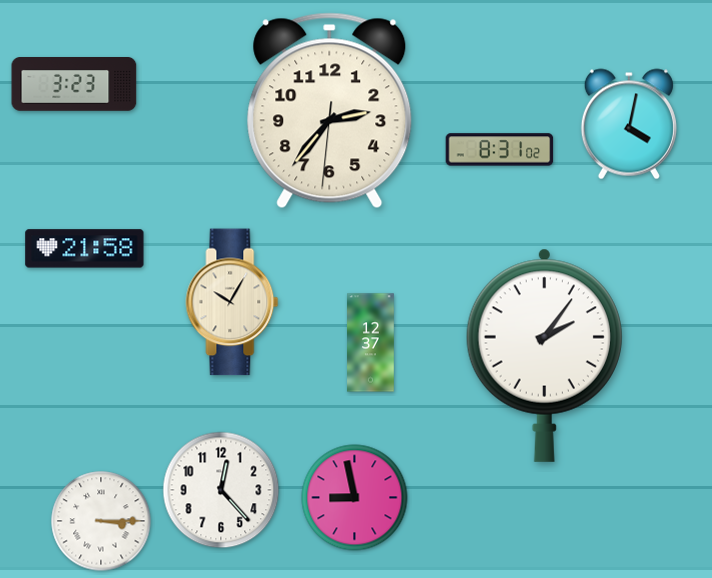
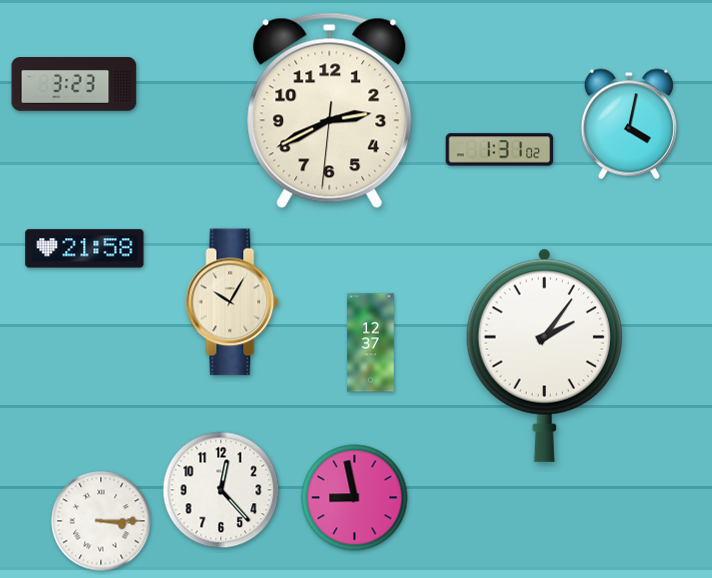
clock at (330, 111): 2:36 -> 2:40
clock at (500, 150): 8:31 -> 1:31
